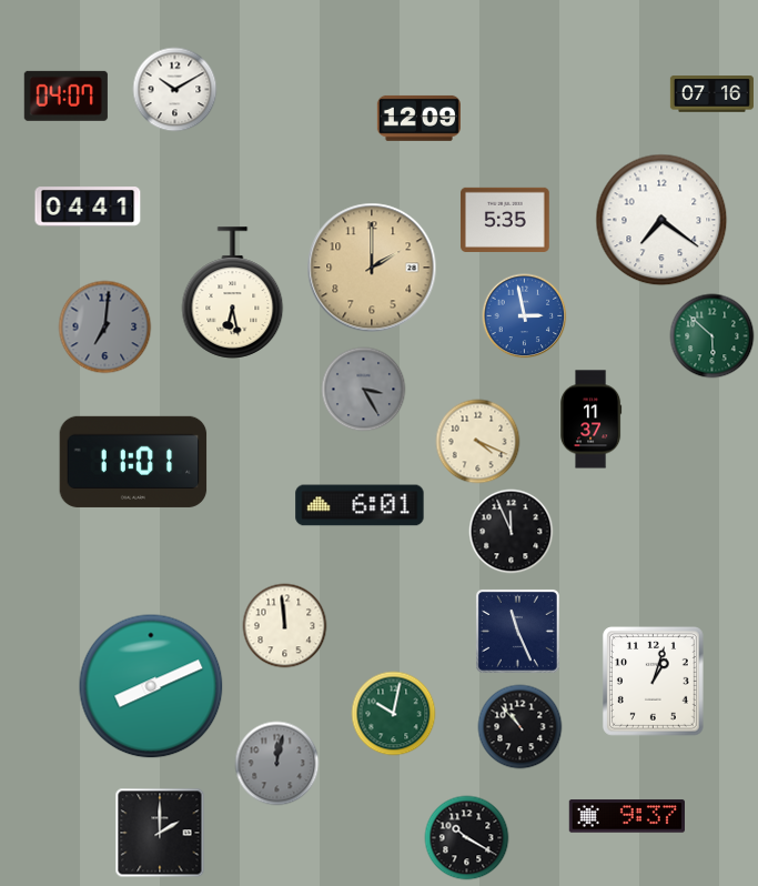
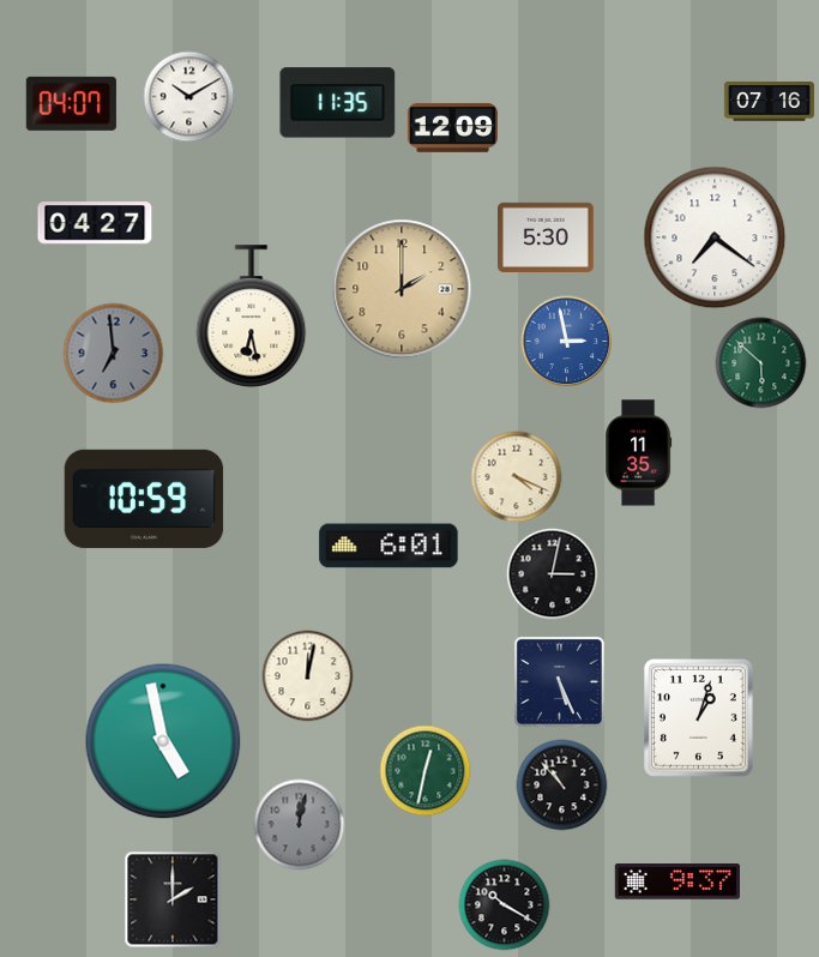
clock at (338, 103): none -> 11:35
clock at (88, 207): 04:41 -> 04:27
clock at (506, 220): 5:35 -> 5:30
clock at (105, 328): 7:01 -> 6:59
clock at (712, 336) position: (712, 336) -> (761, 363)
clock at (364, 390): 3:25 -> none
clock at (590, 420): 11:37 -> 11:35
clock at (133, 462): 11:01 -> 10:59
clock at (512, 532): 11:56 -> 3:02
clock at (285, 626): 11:59 -> 12:02
clock at (517, 631): 11:26 -> 5:26
clock at (653, 682) position: (653, 682) -> (698, 718)
clock at (151, 686): 8:11 -> 4:58
clock at (394, 714): 10:02 -> 12:32
